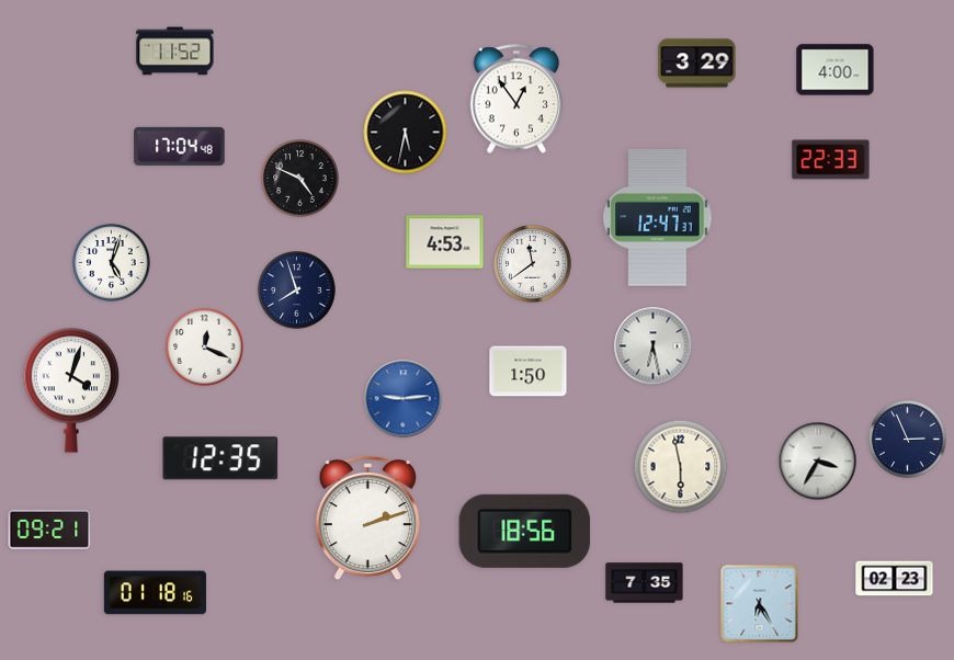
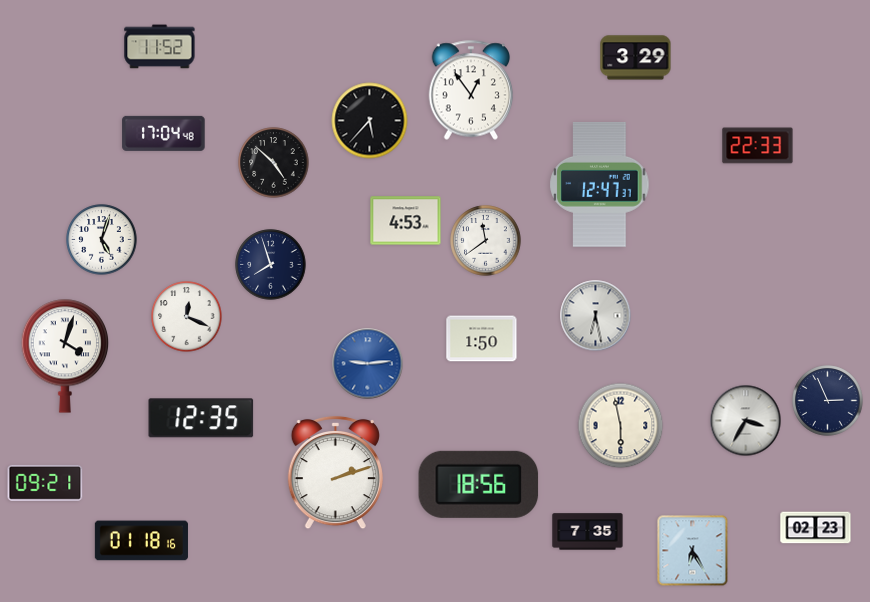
clock at (836, 70): 4:00 -> none
clock at (406, 133): 5:32 -> 5:37
clock at (300, 179): 4:49 -> 4:52
clock at (658, 218) position: (658, 218) -> (600, 185)
